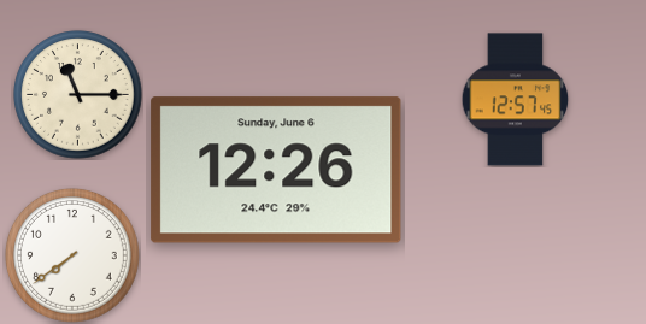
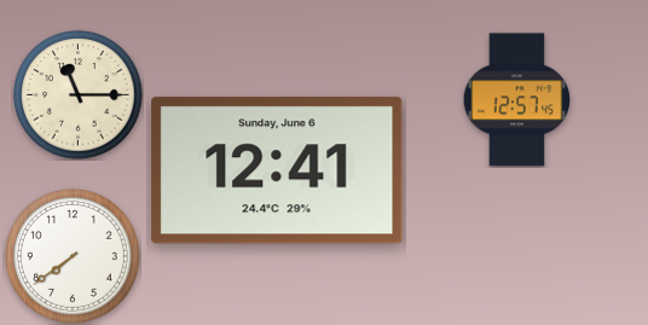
clock at (276, 170): 12:26 -> 12:41
